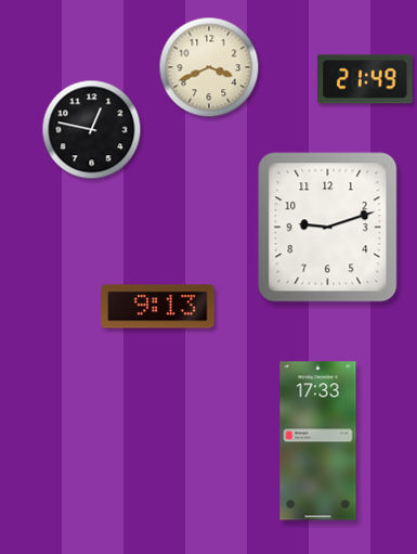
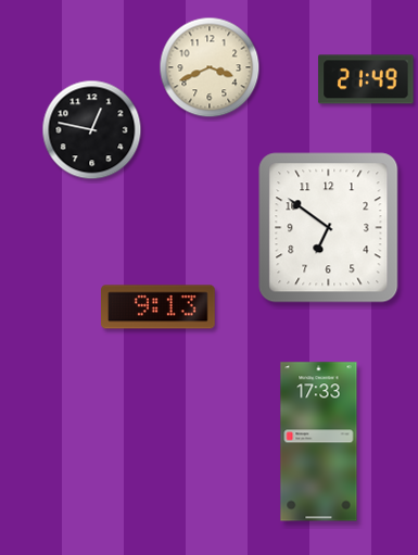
clock at (328, 228): 9:12 -> 6:51
